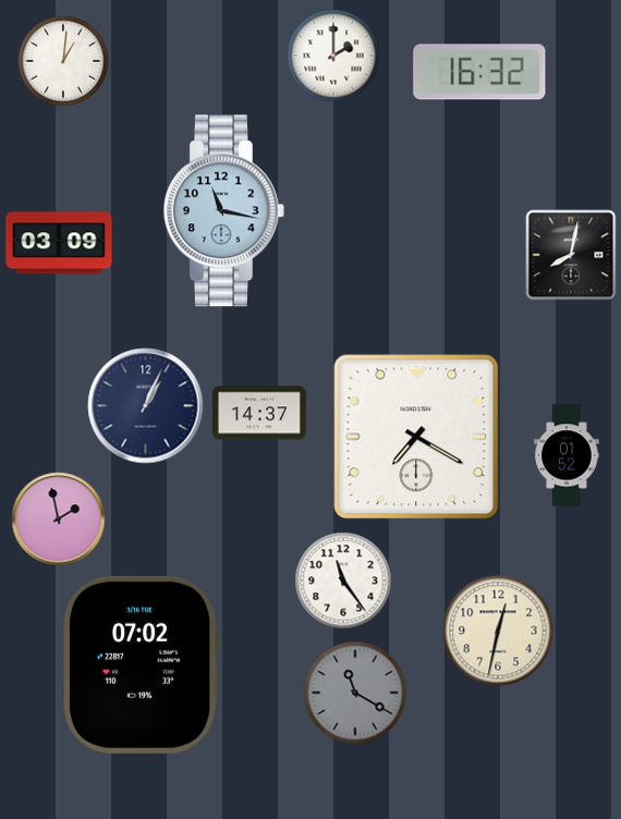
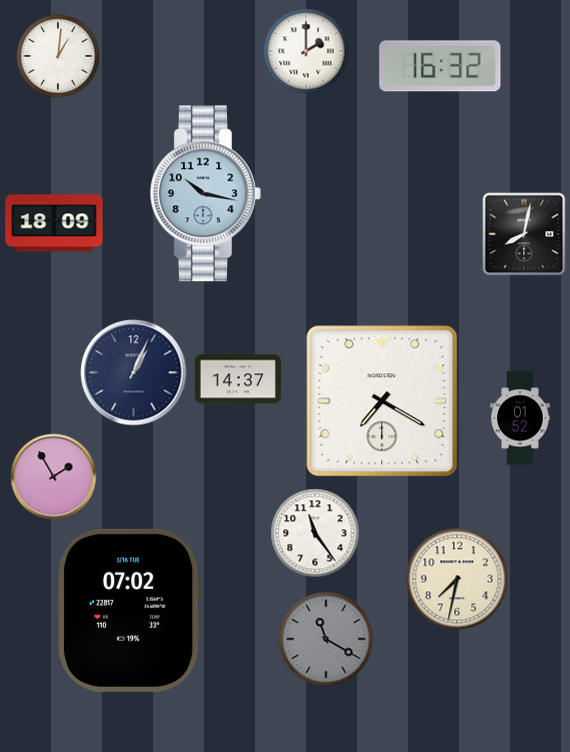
clock at (223, 211): 11:17 -> 10:17
clock at (59, 243): 03:09 -> 18:09
clock at (59, 519): 1:58 -> 1:55
clock at (498, 631): 12:32 -> 7:32
clock at (355, 693) position: (355, 693) -> (326, 639)
